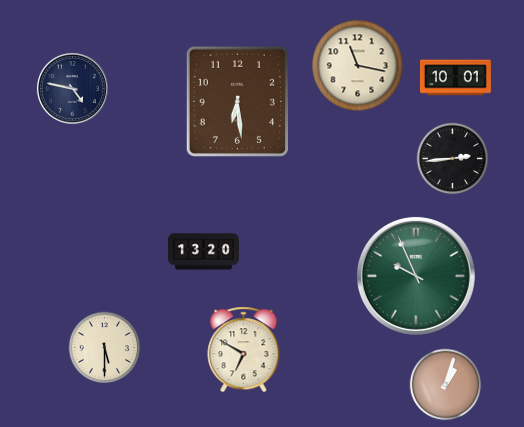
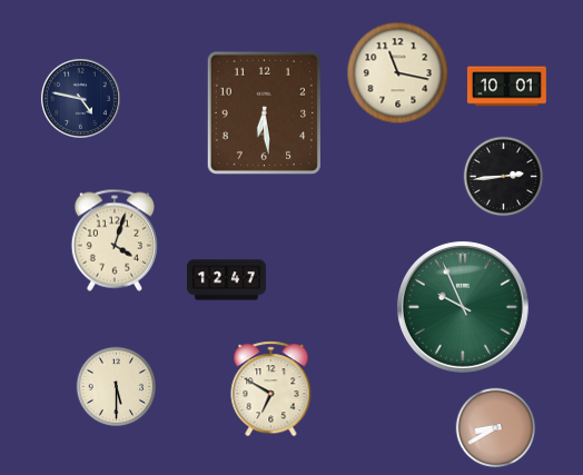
clock at (115, 240): none -> 4:03
clock at (204, 252): 13:20 -> 12:47
clock at (446, 385): 1:03 -> 8:40
